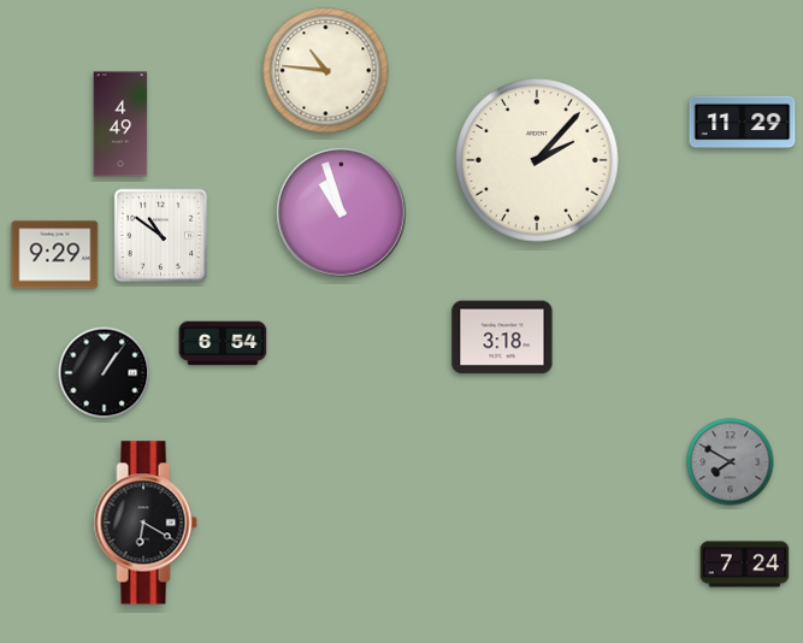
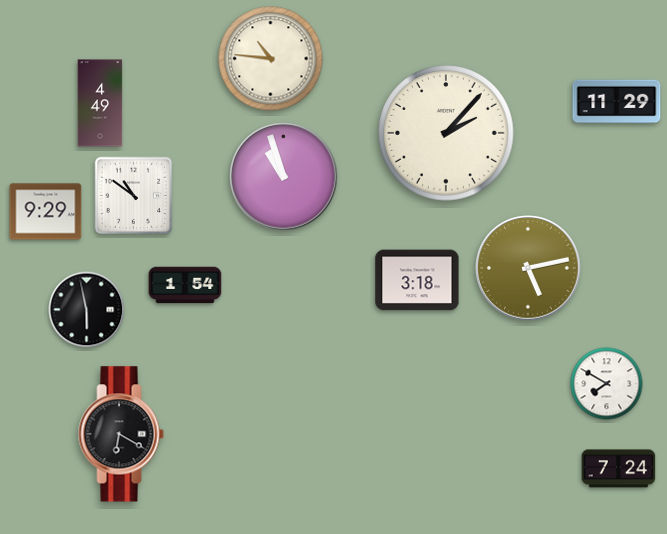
clock at (528, 268): none -> 5:13
clock at (223, 343): 6:54 -> 1:54
clock at (105, 373): 1:06 -> 5:58
clock at (731, 462) dial: grey -> white
